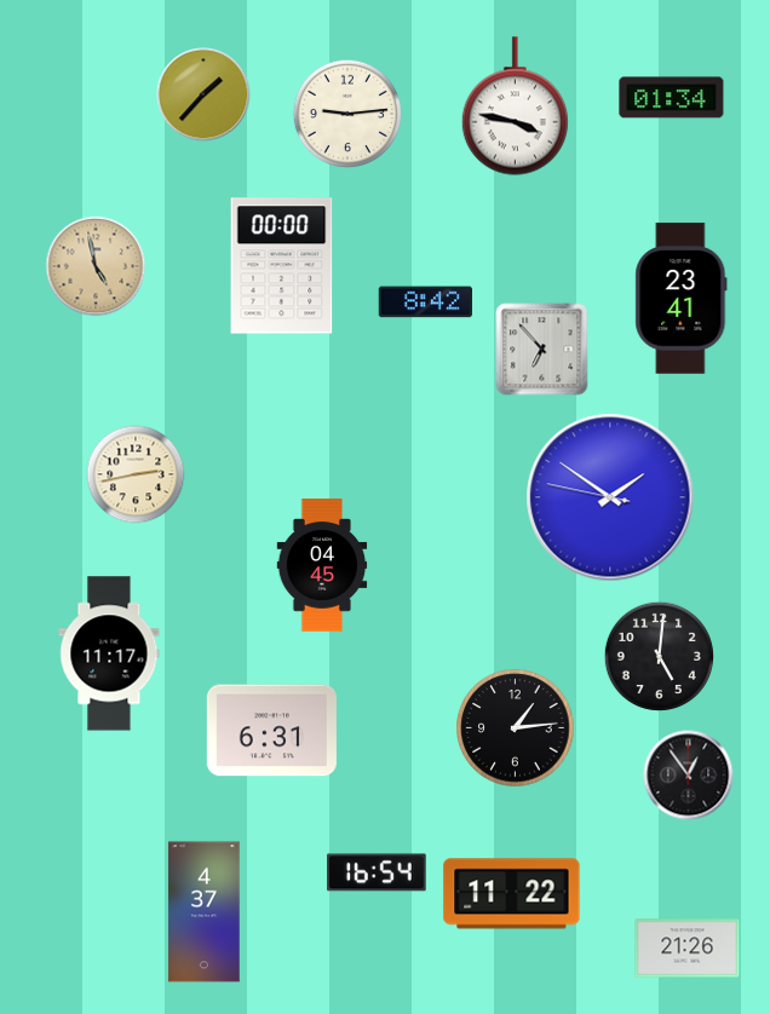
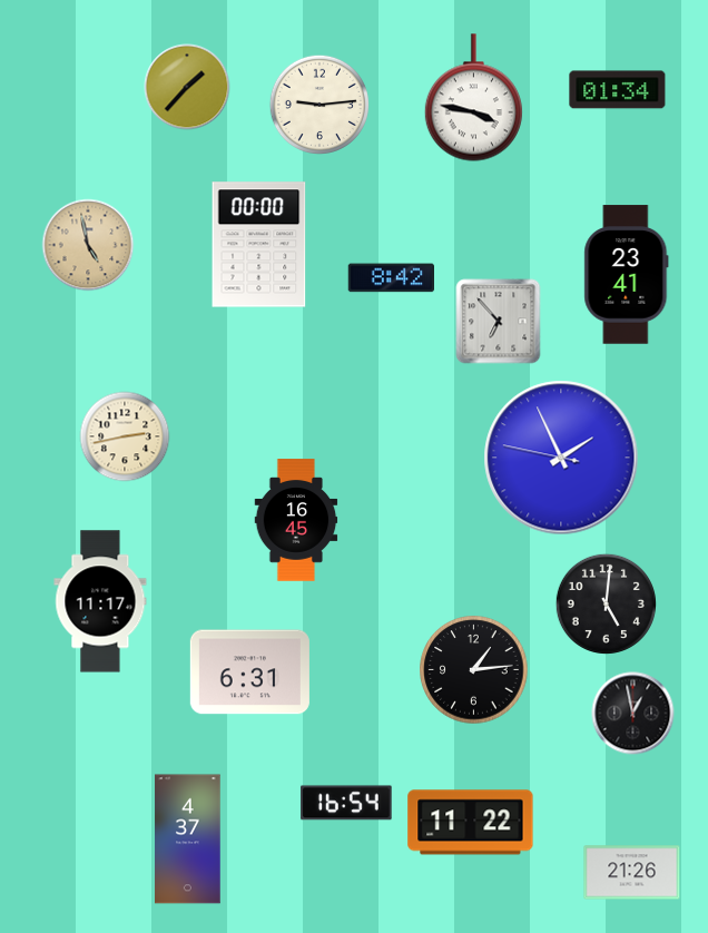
clock at (610, 497): 1:50 -> 1:55
clock at (322, 565): 04:45 -> 16:45
clock at (689, 776): 12:54 -> 12:58
